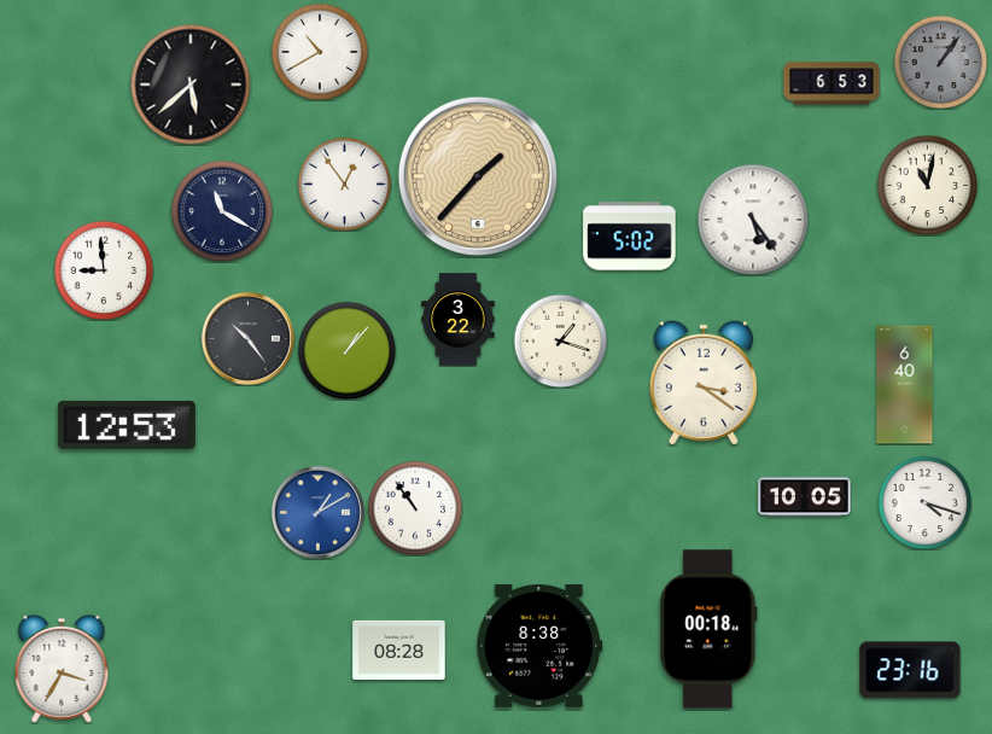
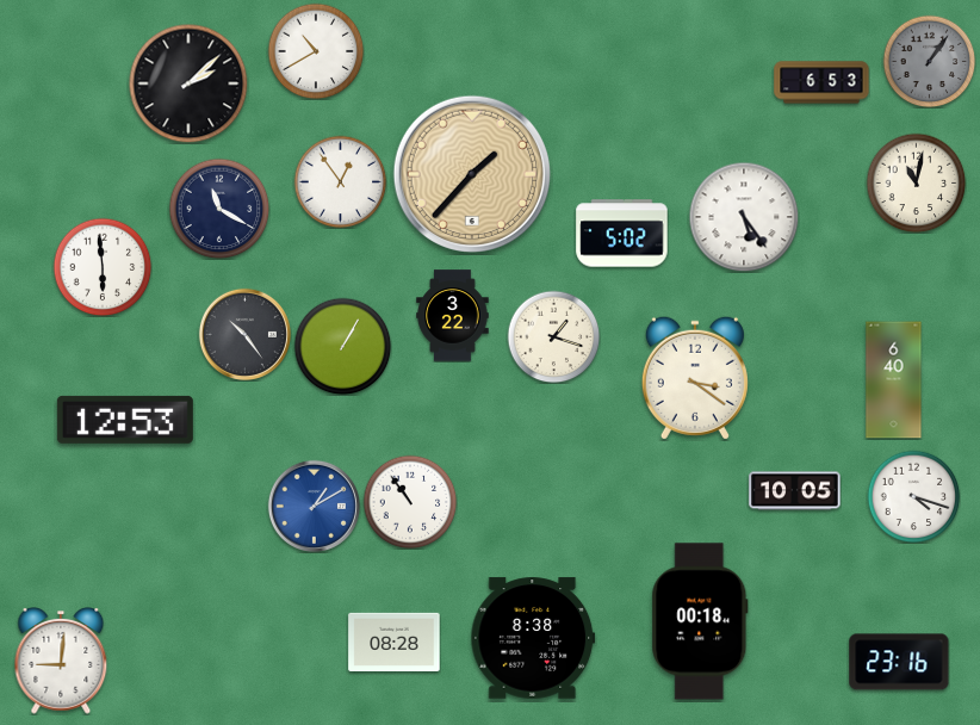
clock at (191, 85): 5:38 -> 2:08
clock at (104, 270): 8:59 -> 5:59
clock at (346, 350): 1:07 -> 1:05
clock at (62, 670): 3:35 -> 9:01
